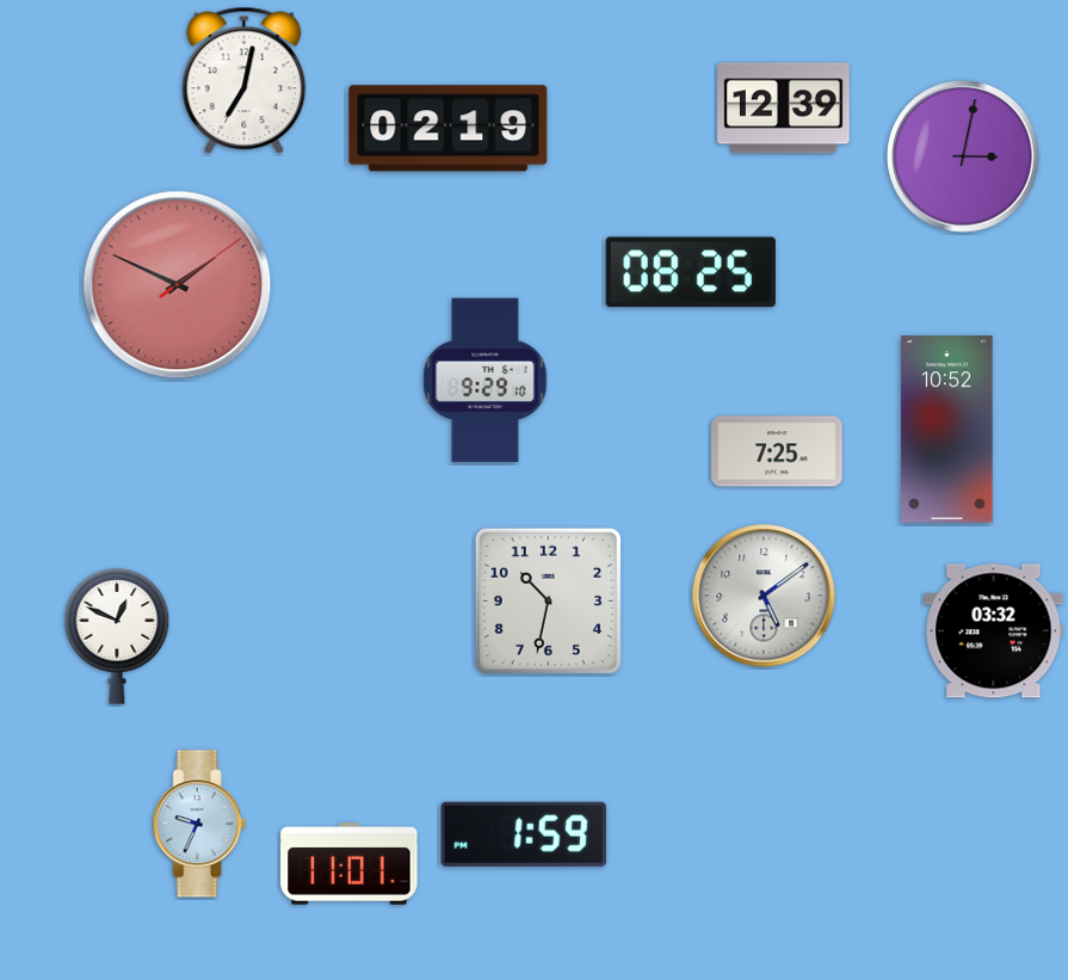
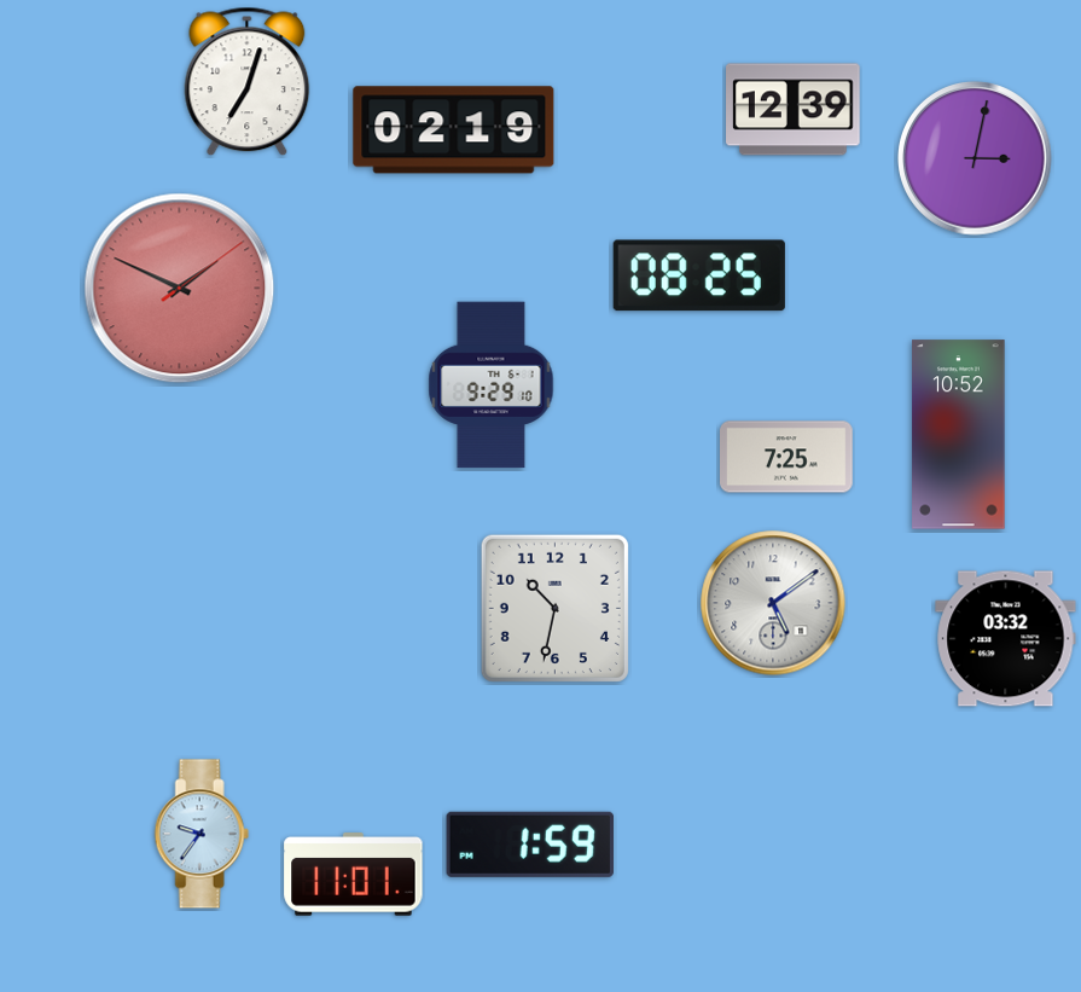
clock at (245, 81): 7:02 -> 7:03
clock at (117, 636): 12:49 -> none
clock at (199, 824): 9:34 -> 9:36
